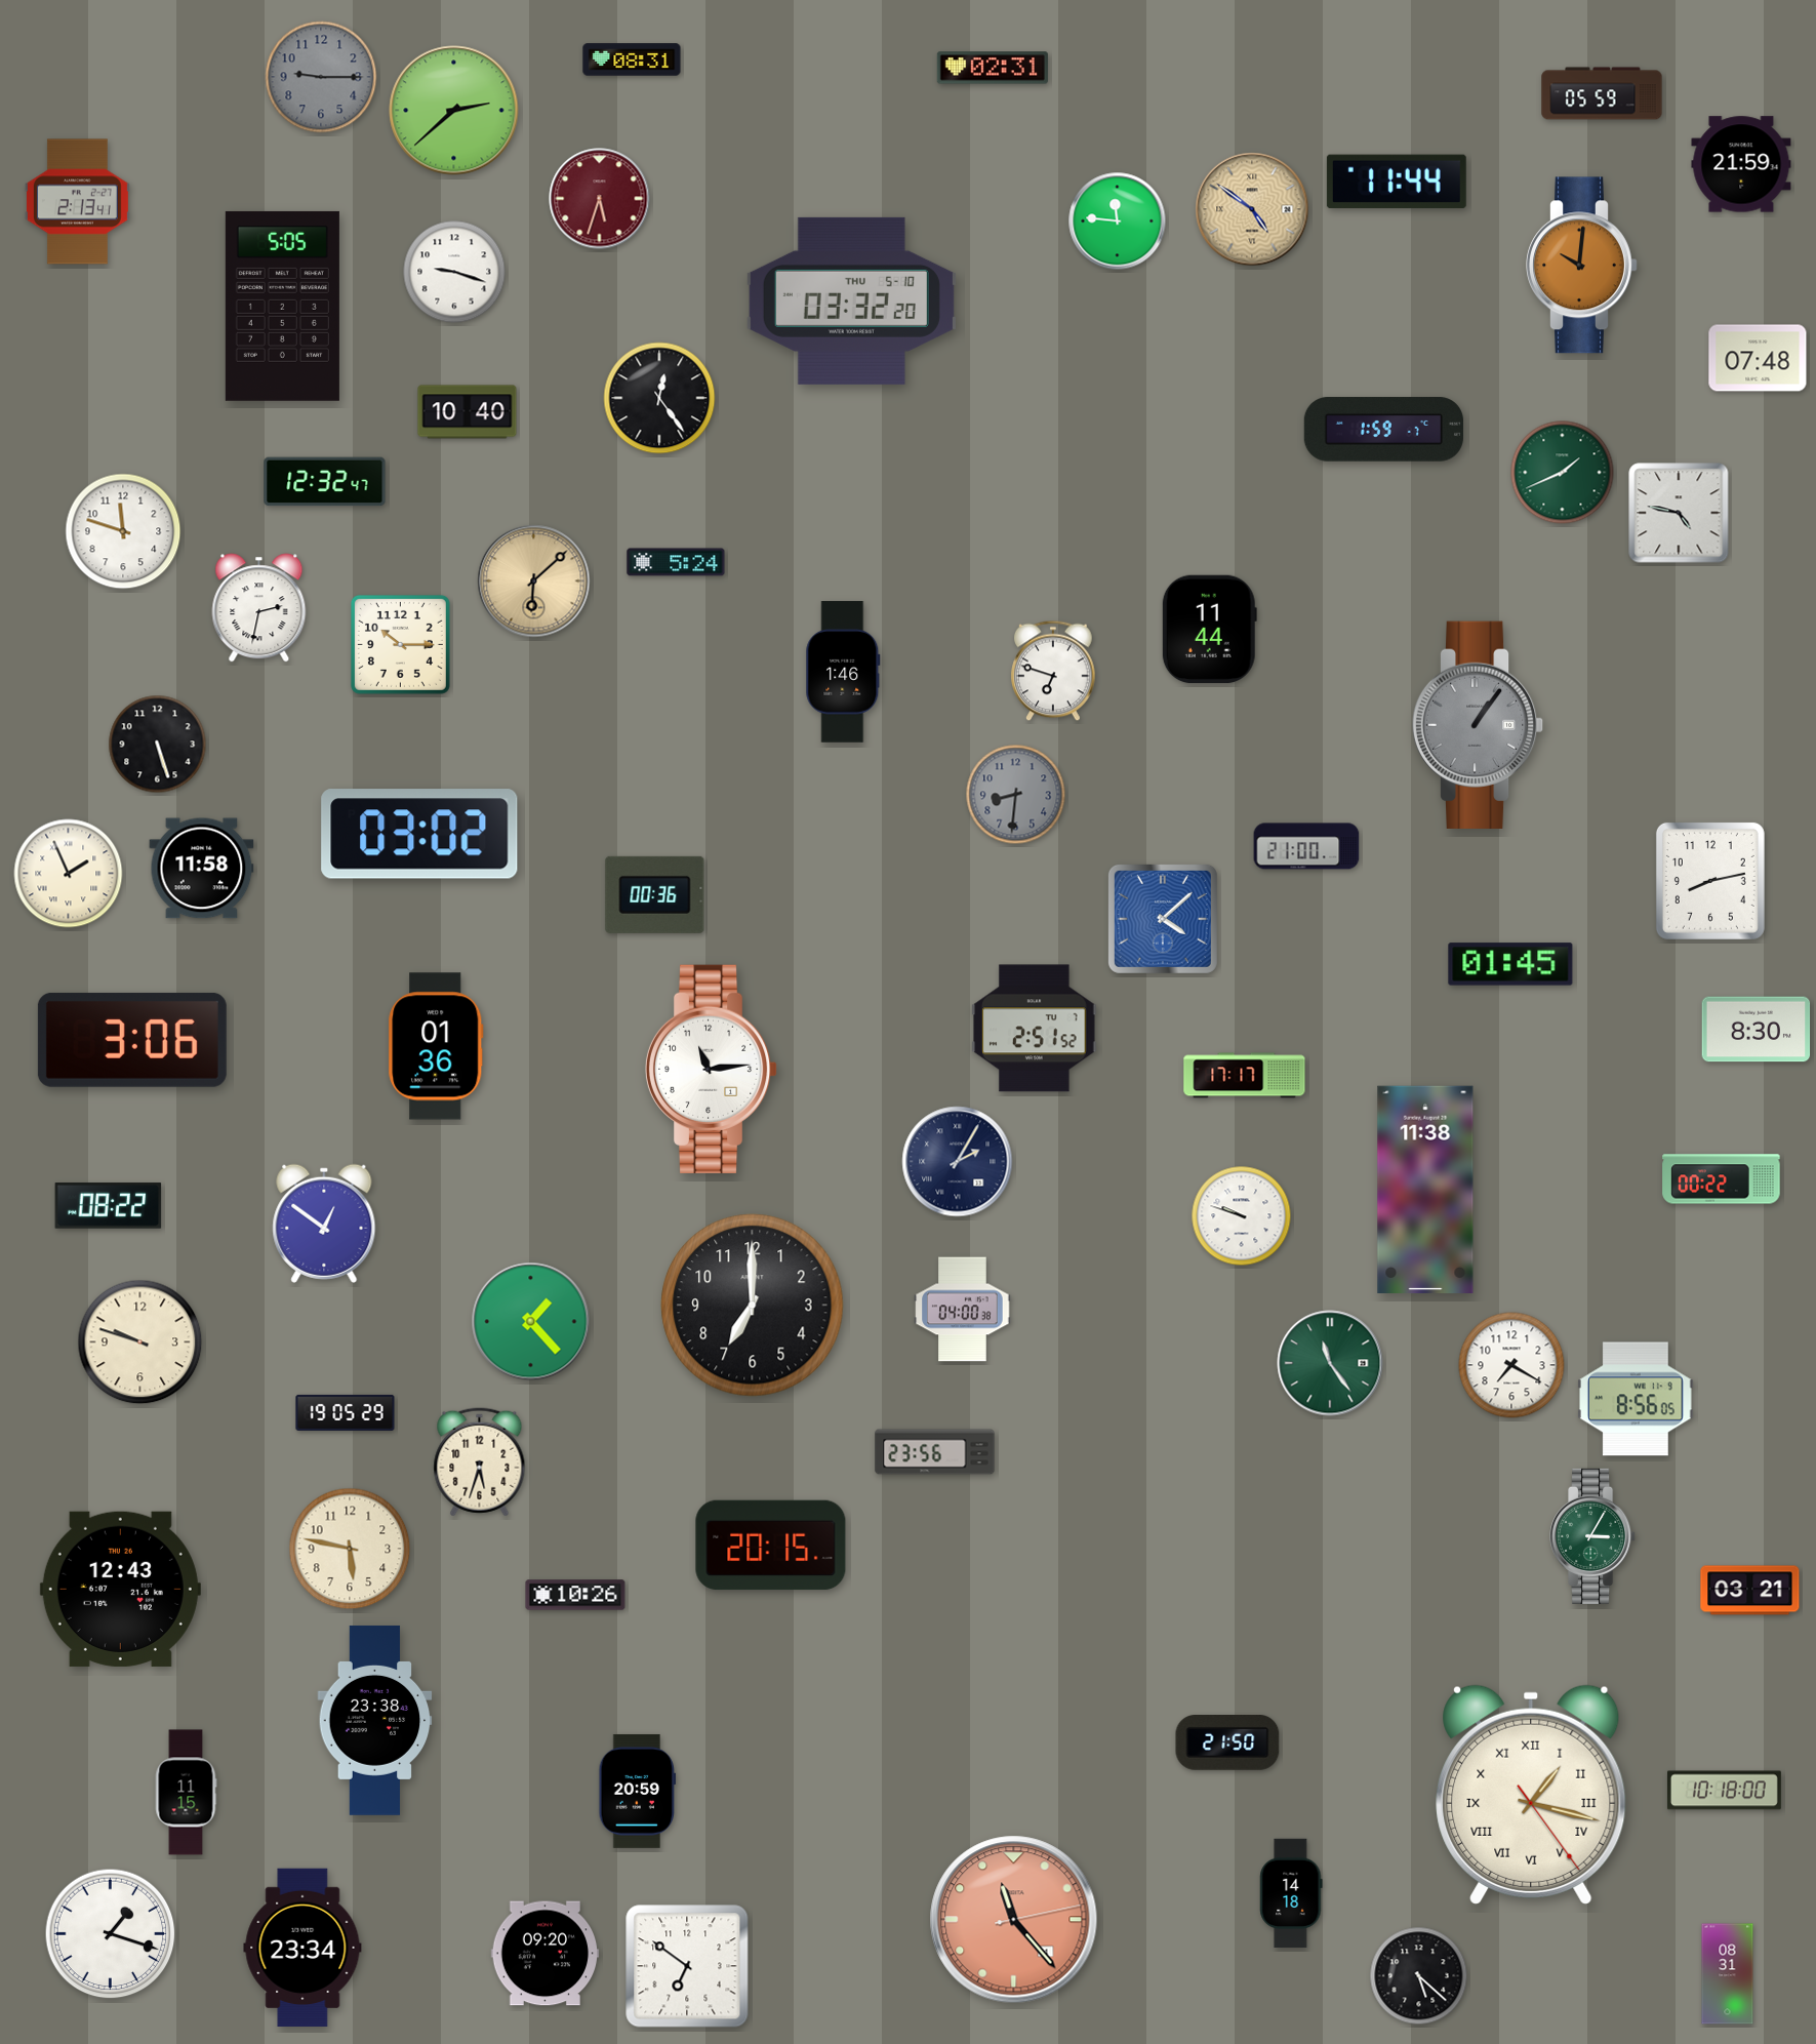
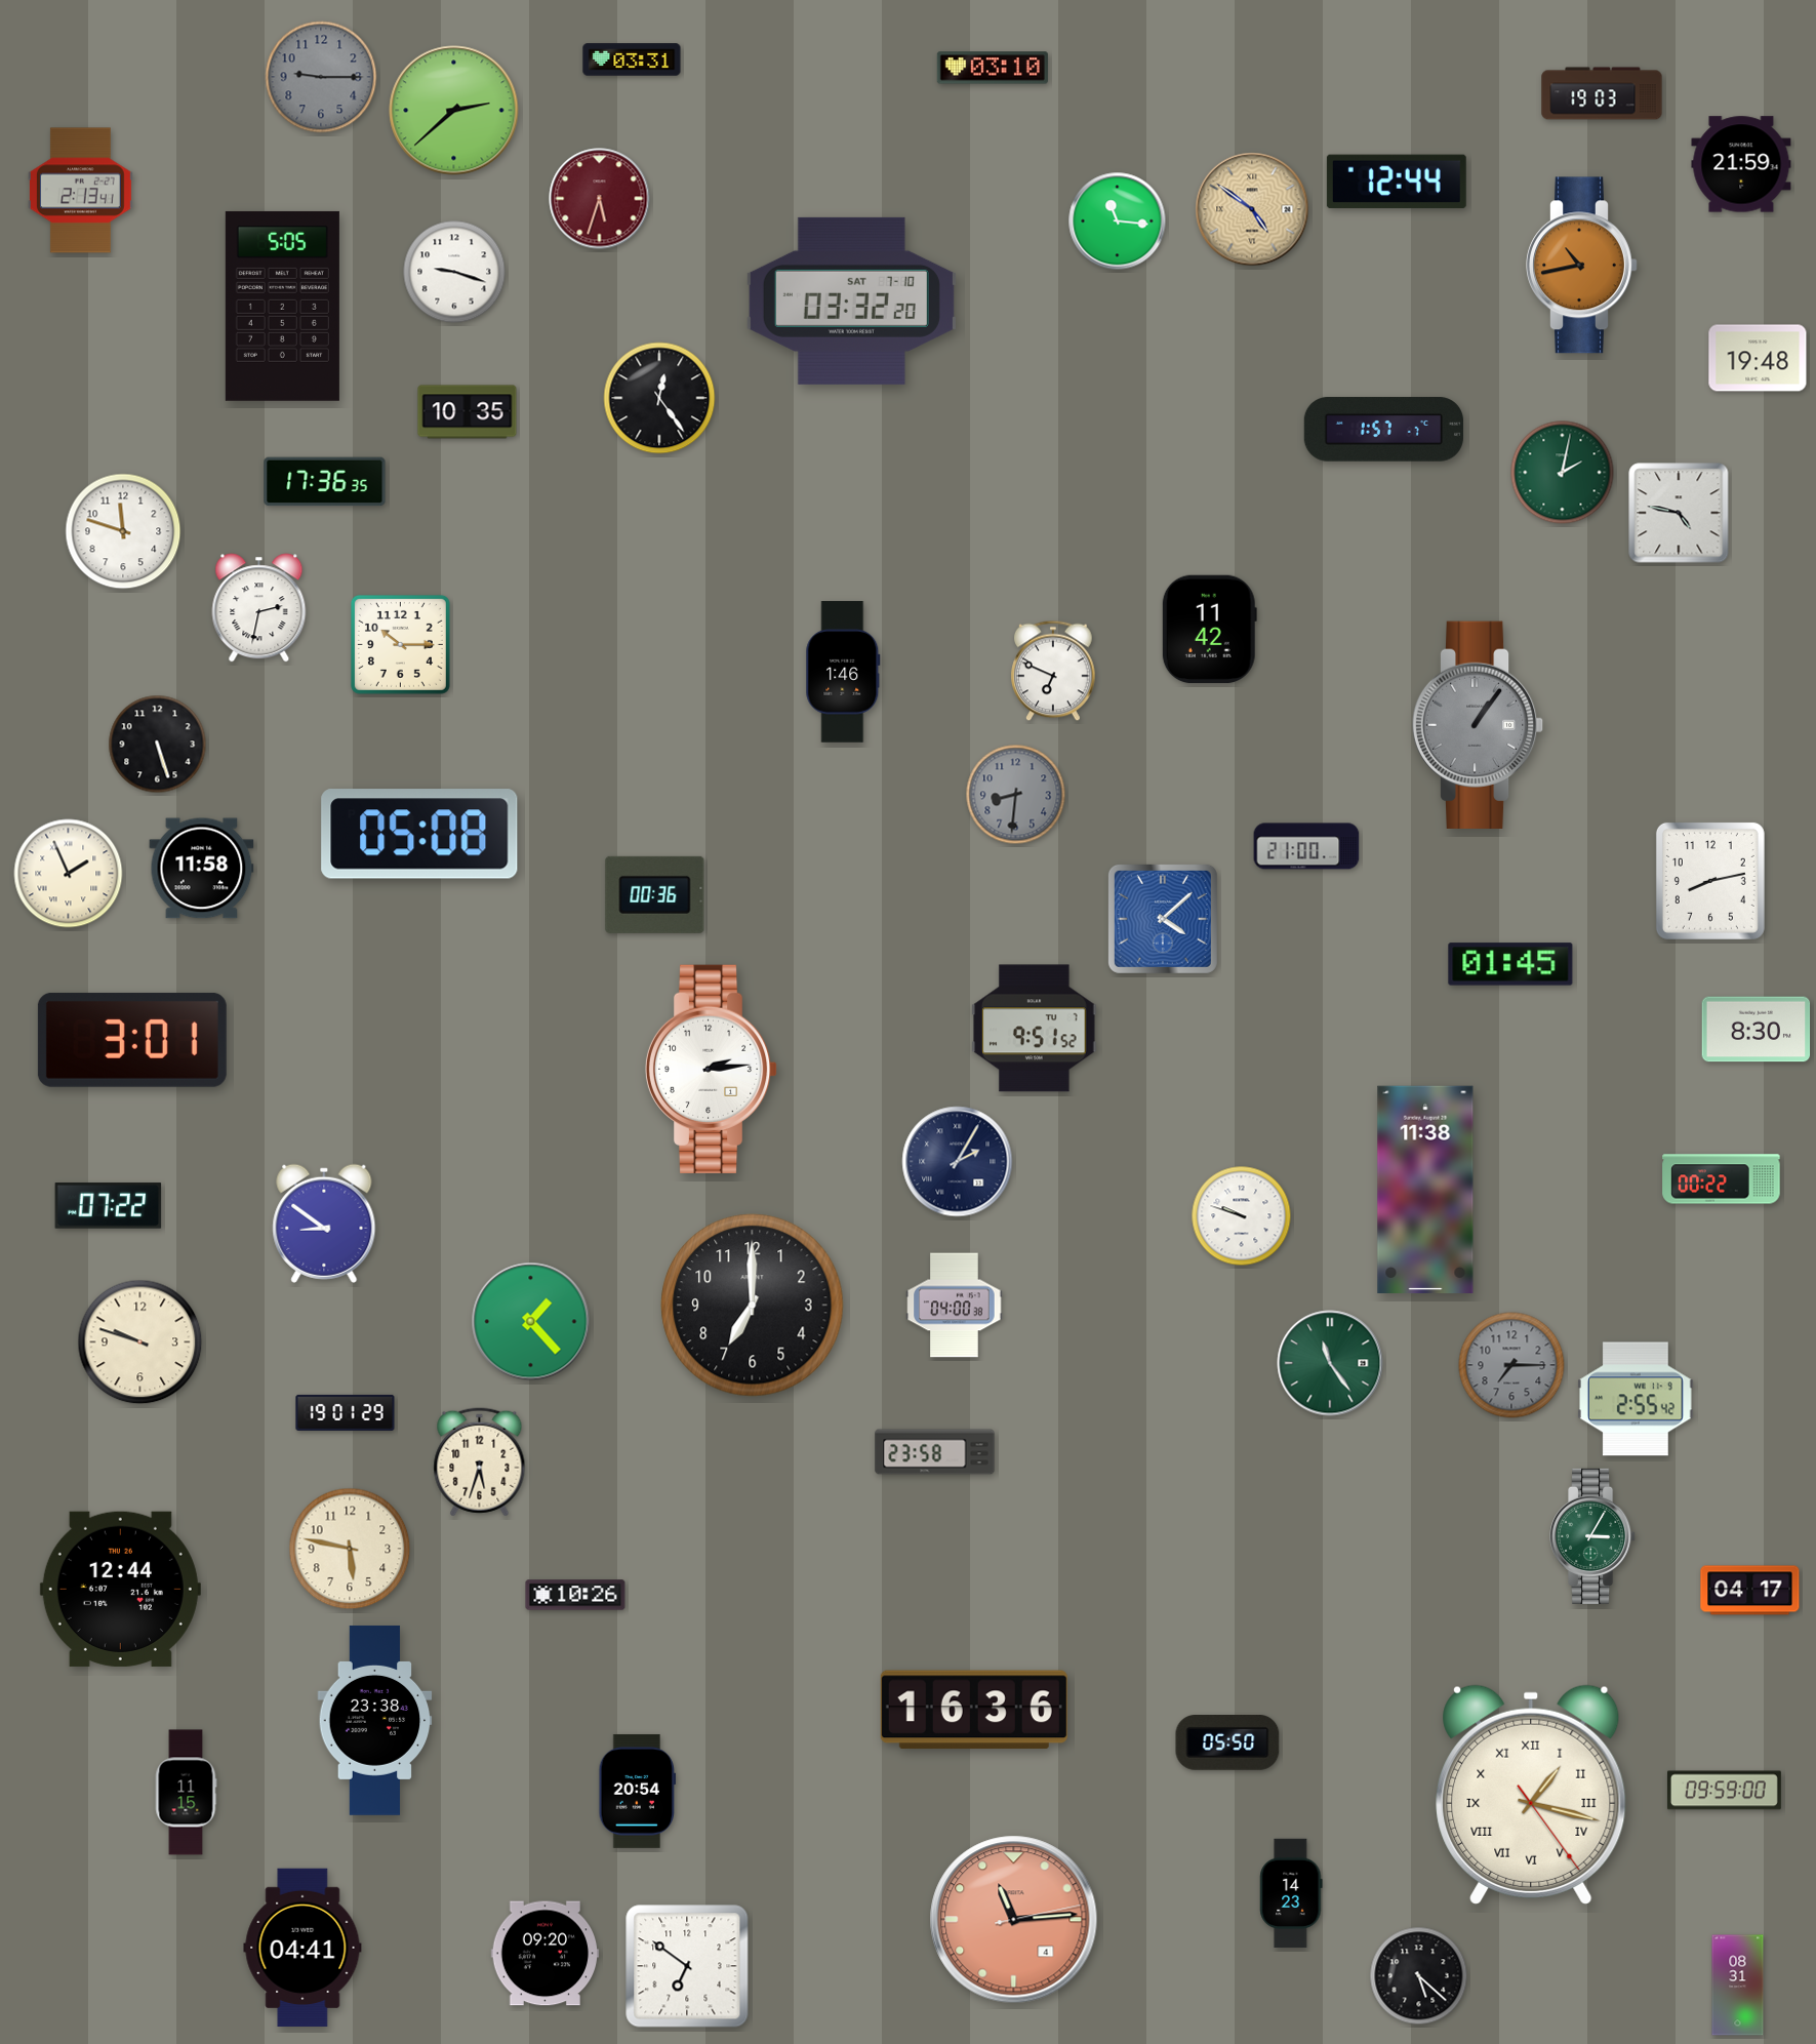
clock at (632, 59): 08:31 -> 03:31
clock at (993, 68): 02:31 -> 03:10
clock at (1602, 93): 05:59 -> 19:03
clock at (1397, 182): 11:44 -> 12:44
clock at (77, 202) position: (77, 202) -> (80, 191)
clock at (1118, 222): 11:46 -> 11:16
clock at (1582, 266): 10:01 -> 10:43
clock at (851, 300) date: THU 5-10 -> SAT 7-10
clock at (1758, 358): 07:48 -> 19:48
clock at (468, 412): 10:40 -> 10:35
clock at (1383, 430): 1:59 -> 1:57
clock at (1563, 473): 1:41 -> 2:02
clock at (325, 482): 12:32 -> 17:36
clock at (676, 562): 5:24 -> none
clock at (534, 582): 6:08 -> none
clock at (1209, 630): 11:44 -> 11:42
clock at (1053, 671): 6:48 -> 6:49
clock at (419, 834): 03:02 -> 05:08
clock at (1035, 1029): 2:51 -> 9:51
clock at (132, 1040): 3:06 -> 3:01
clock at (436, 1046): 01:36 -> none
clock at (712, 1069): 11:14 -> 2:14
clock at (1245, 1076): 17:17 -> none
clock at (109, 1206): 08:22 -> 07:22
clock at (324, 1224): 12:51 -> 8:51
clock at (963, 1310) position: (963, 1310) -> (955, 1306)
clock at (1511, 1365): 7:20 -> 7:15
clock at (1511, 1365) dial: white -> grey
clock at (1636, 1399): 8:56 -> 2:55
clock at (346, 1412): 19:05 -> 19:01
clock at (935, 1452): 23:56 -> 23:58
clock at (771, 1546): 20:15 -> none
clock at (120, 1589): 12:43 -> 12:44
clock at (1750, 1591): 03:21 -> 04:17
clock at (974, 1710): none -> 16:36
clock at (1227, 1742): 21:50 -> 05:50
clock at (638, 1791): 20:59 -> 20:54
clock at (1724, 1791): 10:18 -> 09:59
clock at (1291, 1893): 14:18 -> 14:23
clock at (1014, 1920): 11:23 -> 11:14
clock at (111, 1934): 1:18 -> none
clock at (302, 1948): 23:34 -> 04:41
clock at (1728, 1974) position: (1728, 1974) -> (1738, 1986)
